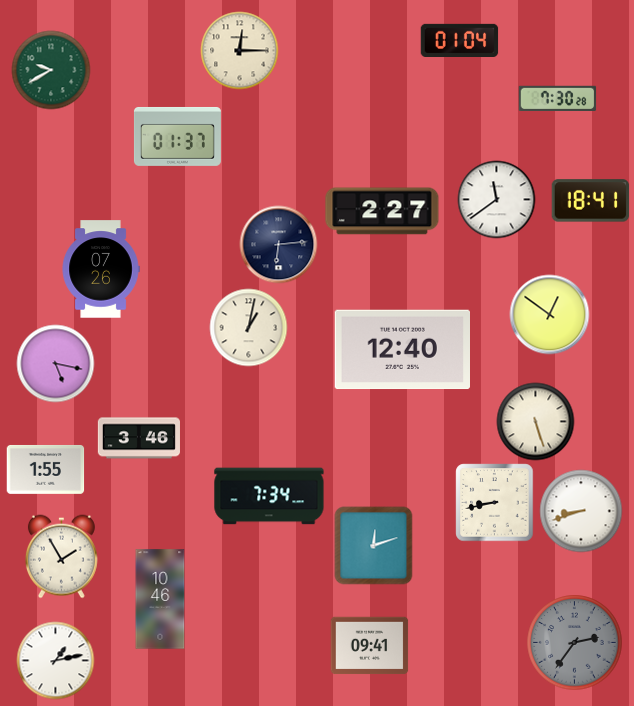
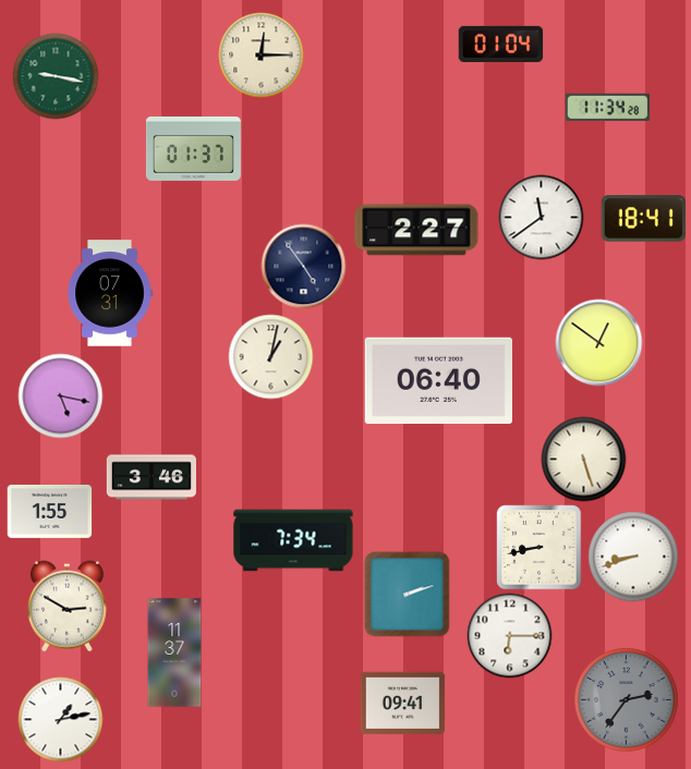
clock at (51, 70): 9:40 -> 9:17
clock at (557, 98): 7:30 -> 11:34
clock at (278, 244): 6:14 -> 4:54
clock at (101, 269): 07:26 -> 07:31
clock at (402, 350): 12:40 -> 06:40
clock at (373, 545): 12:12 -> 2:12
clock at (61, 556): 1:55 -> 2:50
clock at (509, 635): none -> 6:15
clock at (160, 599): 10:46 -> 11:37
